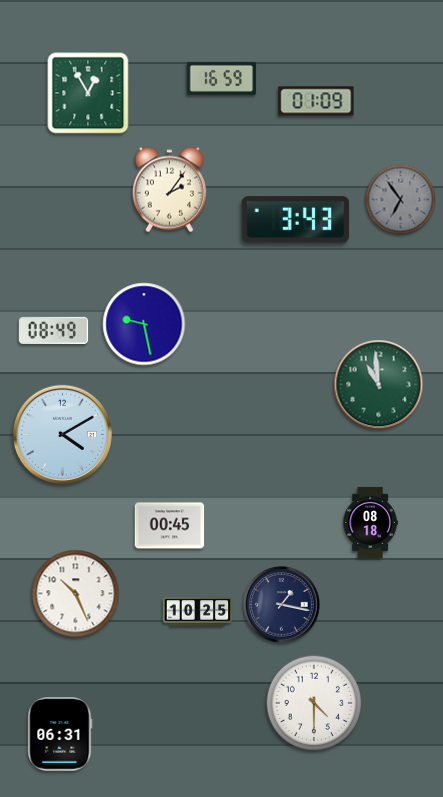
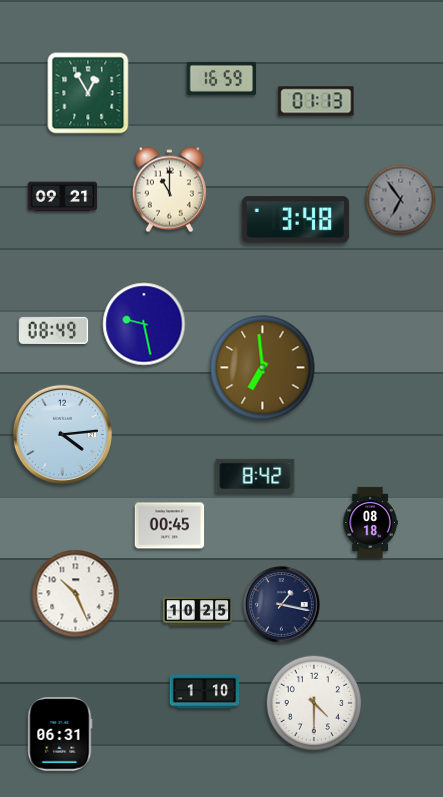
clock at (316, 101): 01:09 -> 01:13
clock at (169, 190): 2:06 -> 11:00
clock at (63, 197): none -> 09:21
clock at (296, 220): 3:43 -> 3:48
clock at (263, 368): none -> 6:59
clock at (379, 385): 10:59 -> none
clock at (62, 434): 4:10 -> 4:14
clock at (255, 476): none -> 8:42
clock at (205, 692): none -> 1:10
